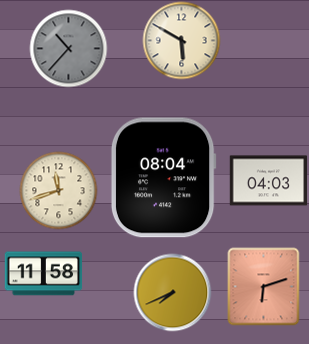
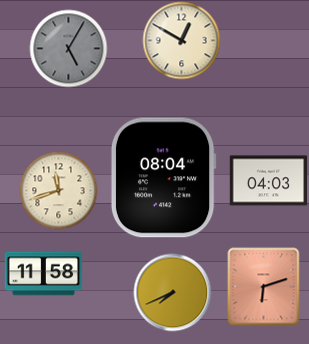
clock at (181, 40): 5:50 -> 12:50
clock at (68, 48): 10:37 -> 5:05
